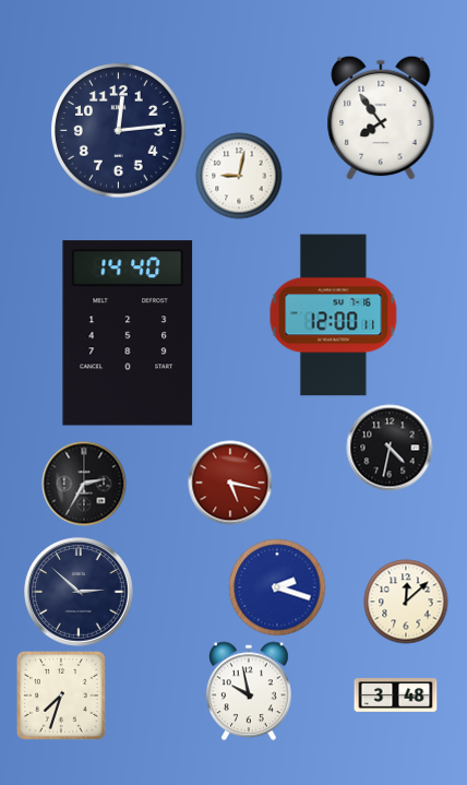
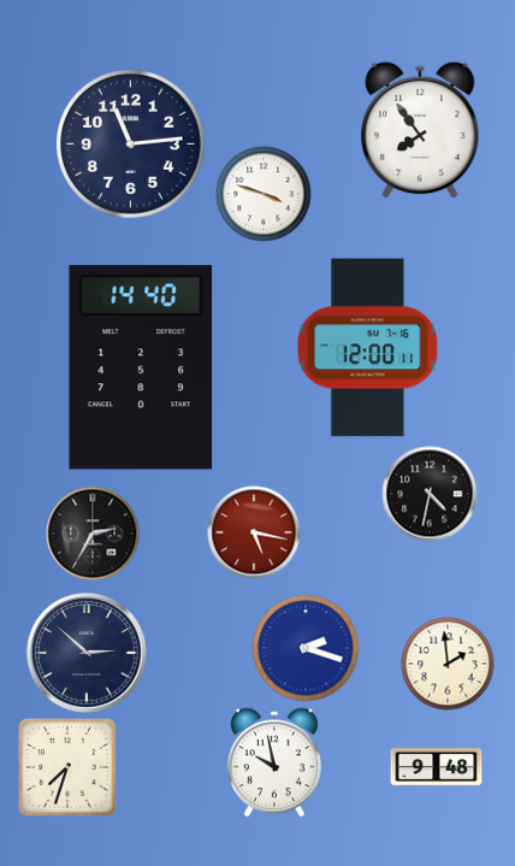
clock at (119, 131): 12:14 -> 11:14
clock at (239, 176): 9:02 -> 3:48
clock at (406, 602): 12:08 -> 1:59
clock at (396, 695): 3:48 -> 9:48
